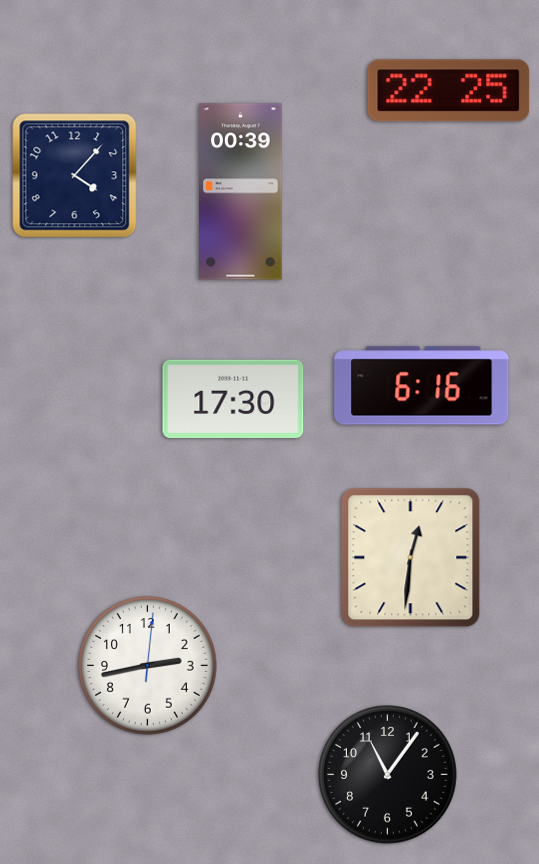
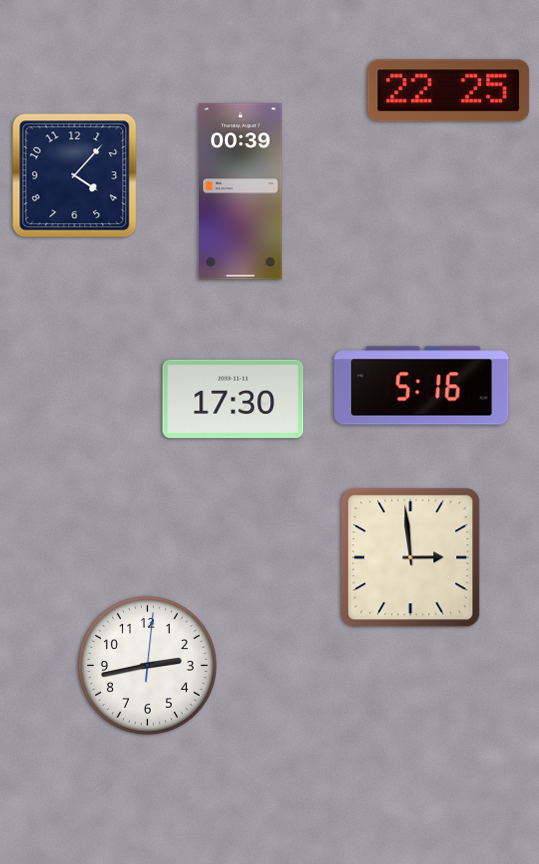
clock at (422, 386): 6:16 -> 5:16
clock at (411, 558): 12:31 -> 2:59
clock at (388, 775): 11:06 -> none
